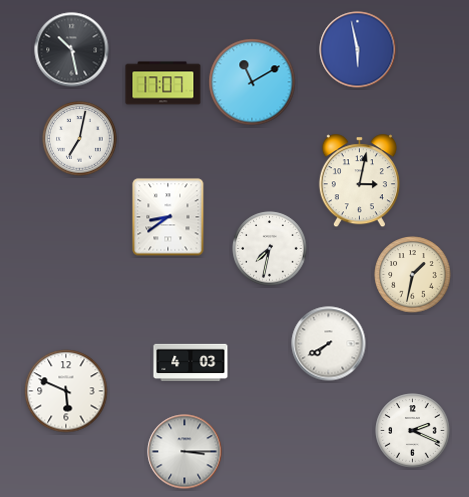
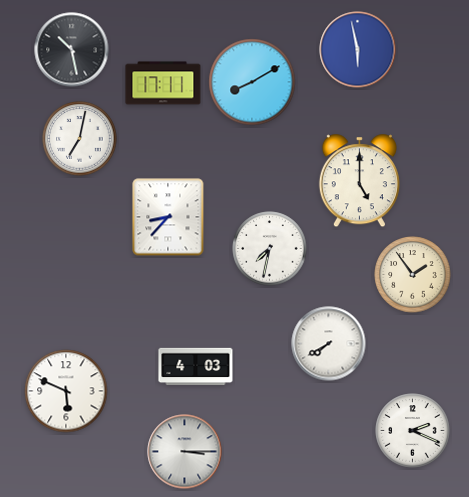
clock at (252, 82): 11:10 -> 8:10
clock at (163, 83): 17:07 -> 17:11
clock at (359, 181): 3:02 -> 5:00
clock at (168, 217): 8:39 -> 8:37
clock at (413, 275): 1:32 -> 1:54
clock at (191, 363) position: (191, 363) -> (196, 367)
